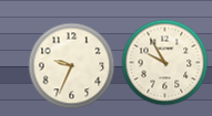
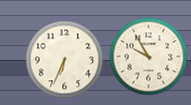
clock at (71, 65): 9:34 -> 6:34
